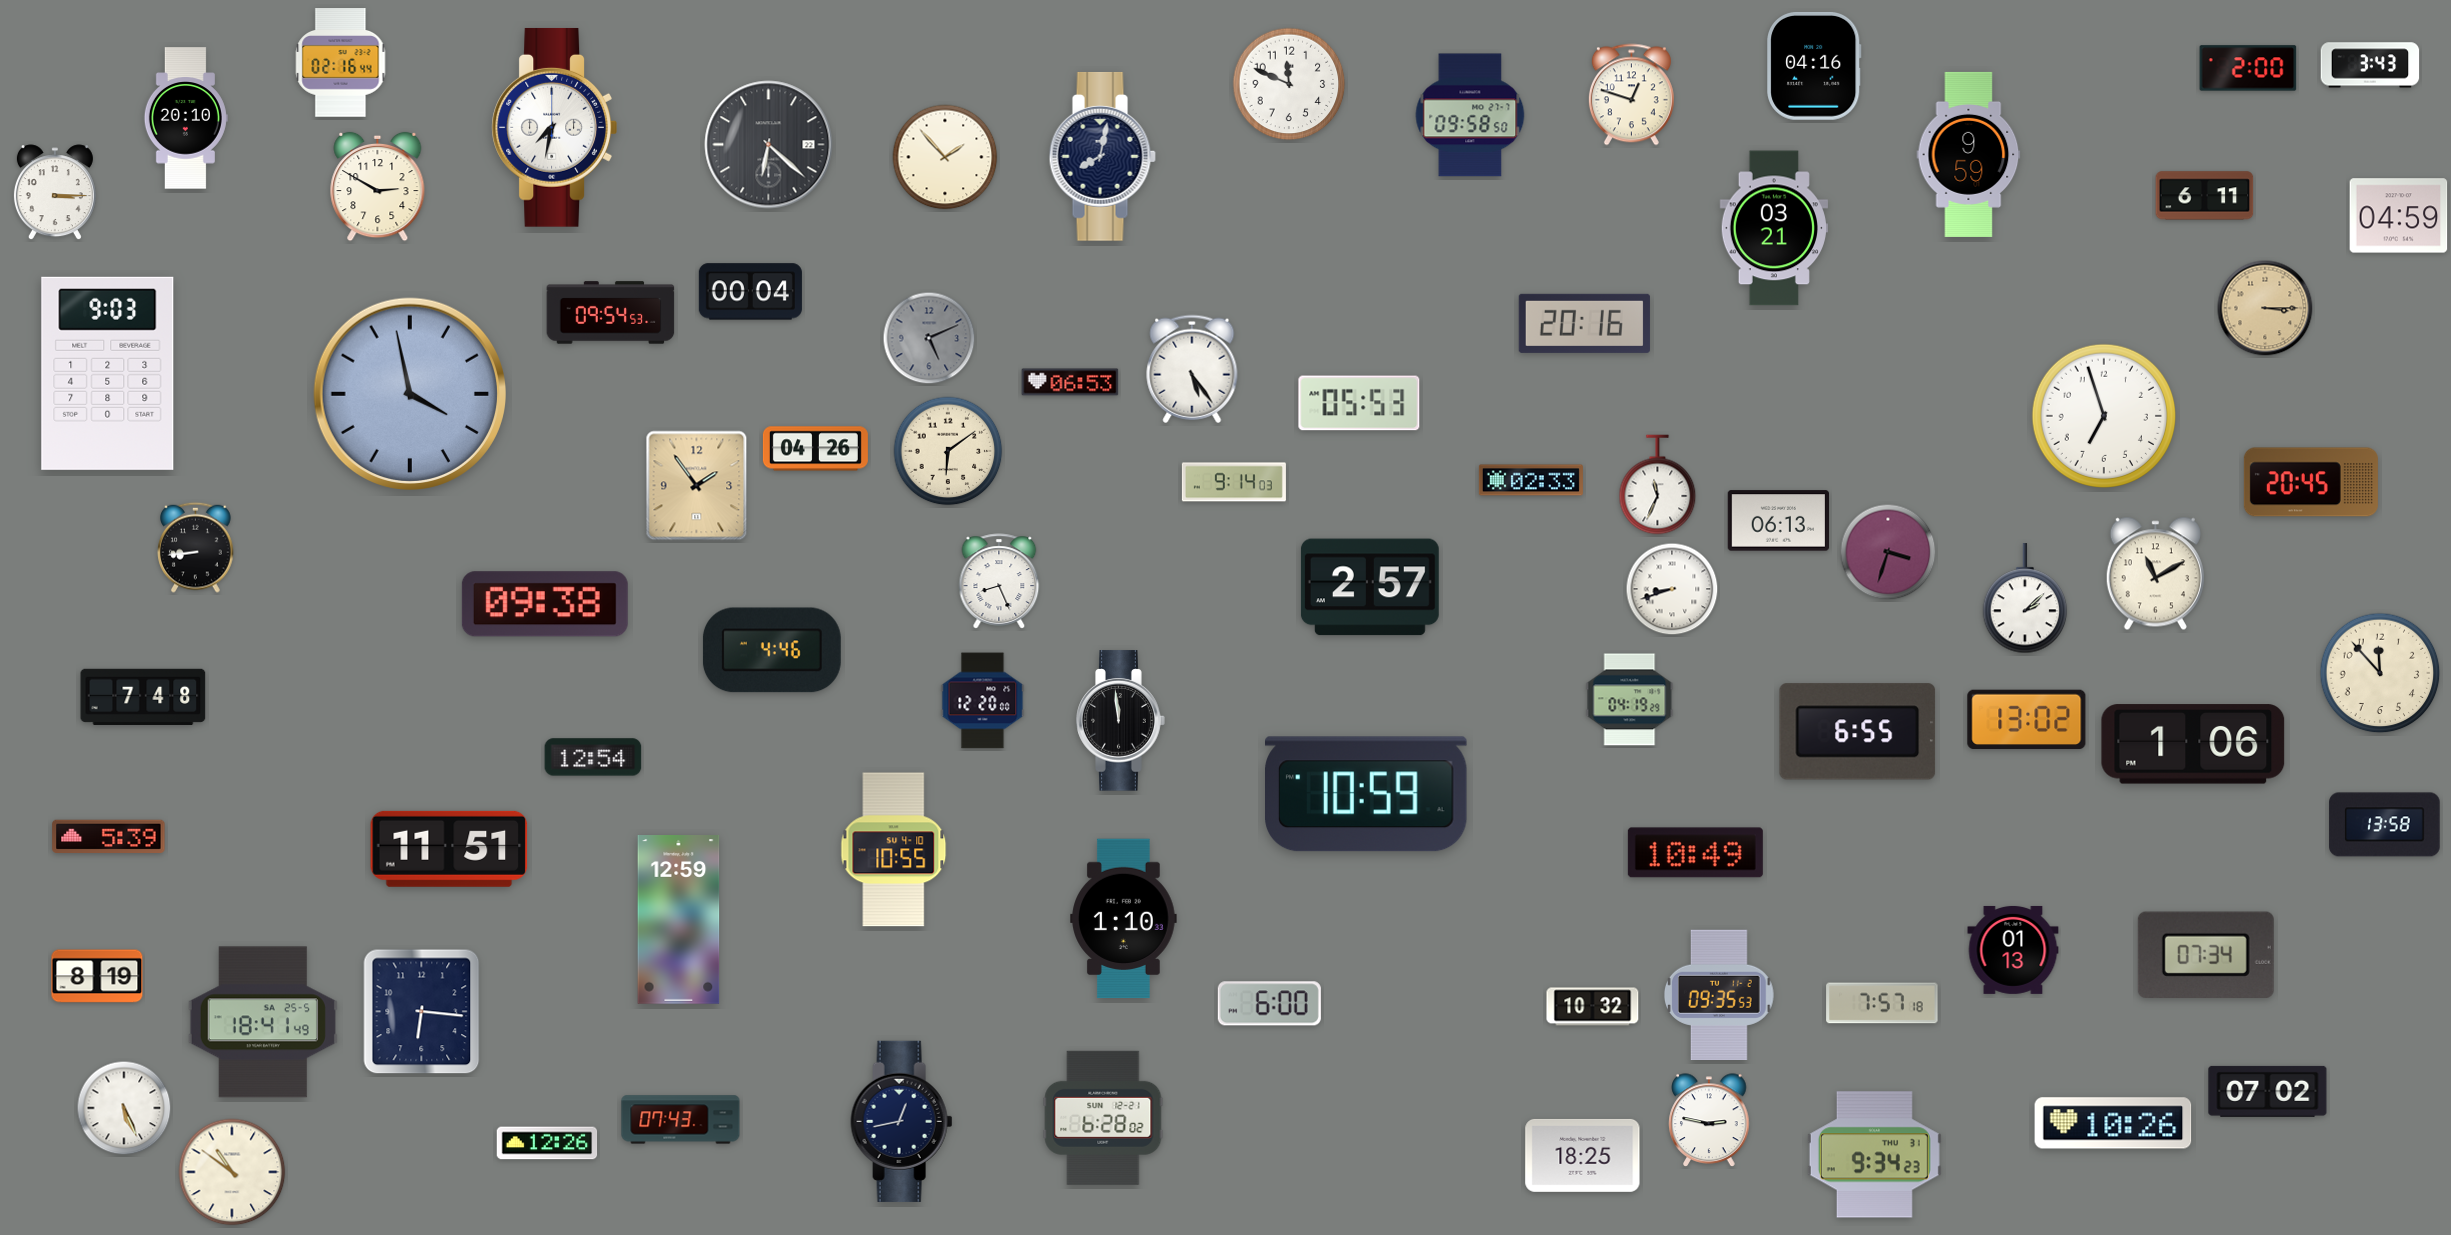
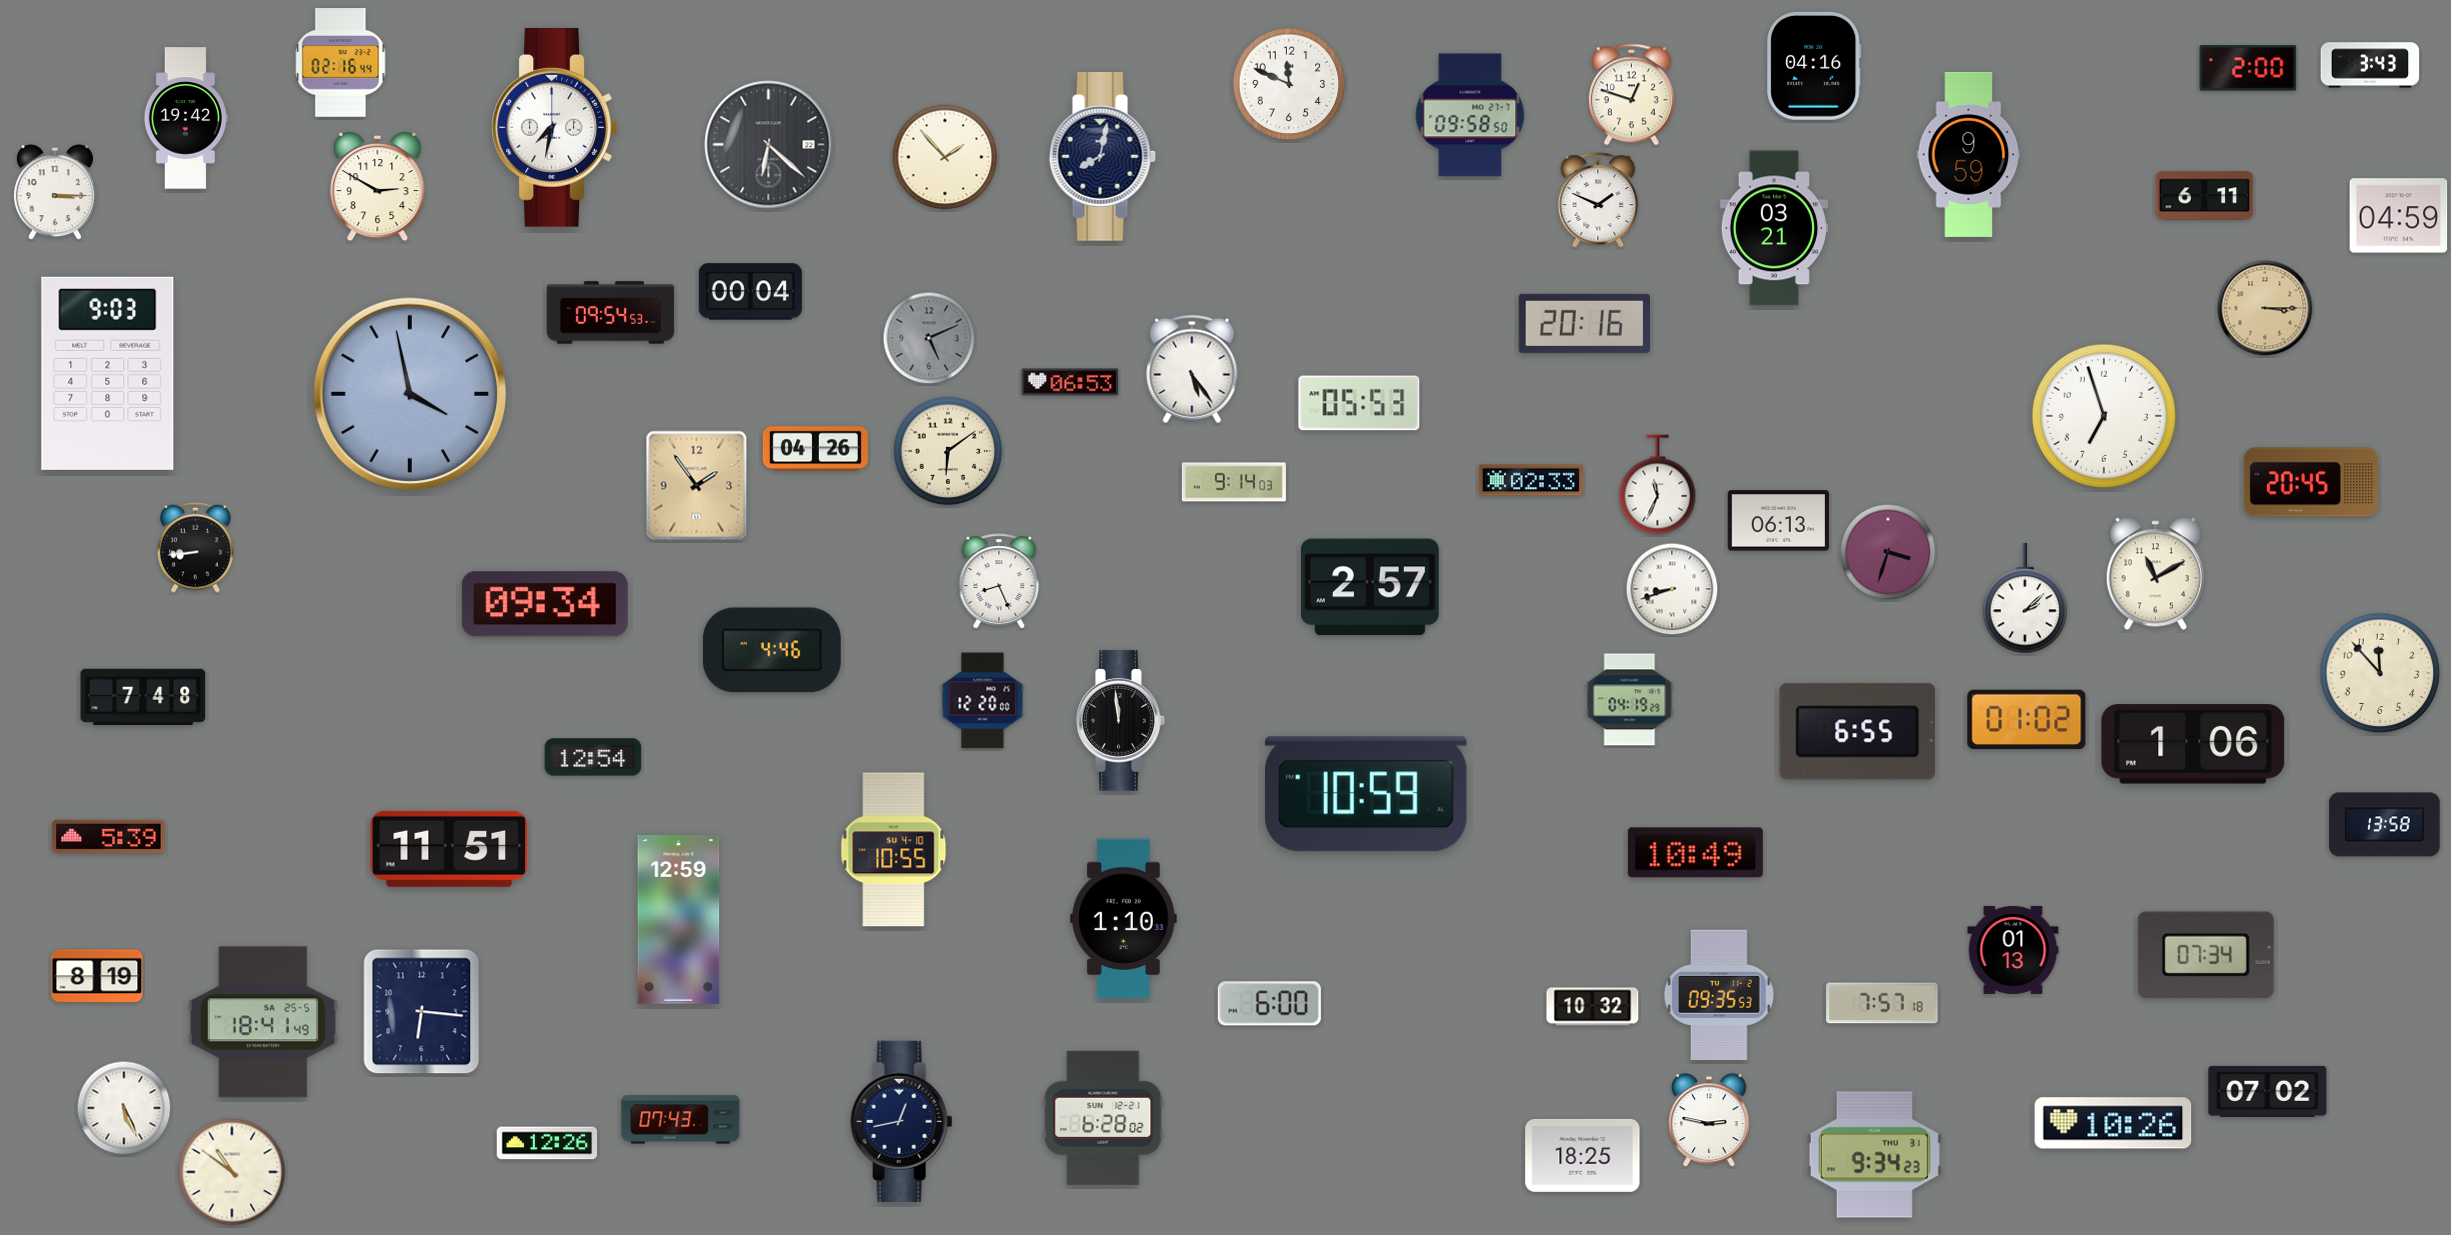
clock at (186, 118): 20:10 -> 19:42
clock at (1598, 200): none -> 1:49
clock at (545, 604): 09:38 -> 09:34
clock at (2027, 720): 13:02 -> 01:02
